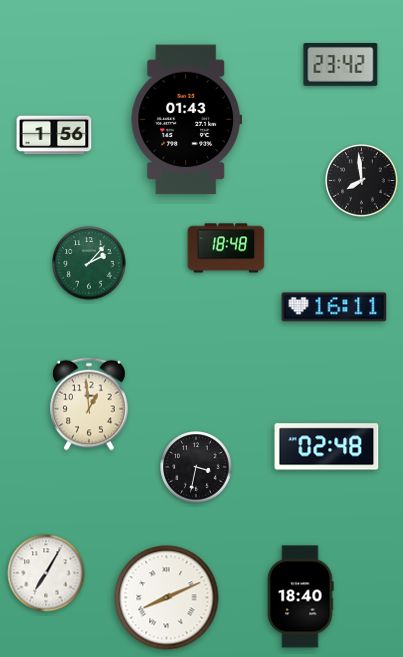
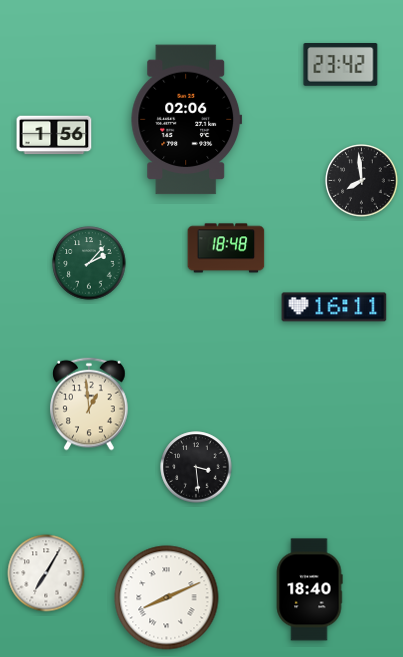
clock at (187, 120): 01:43 -> 02:06
clock at (327, 447): 02:48 -> none
clock at (196, 467): 3:32 -> 3:29
clock at (300, 597) position: (300, 597) -> (309, 590)
